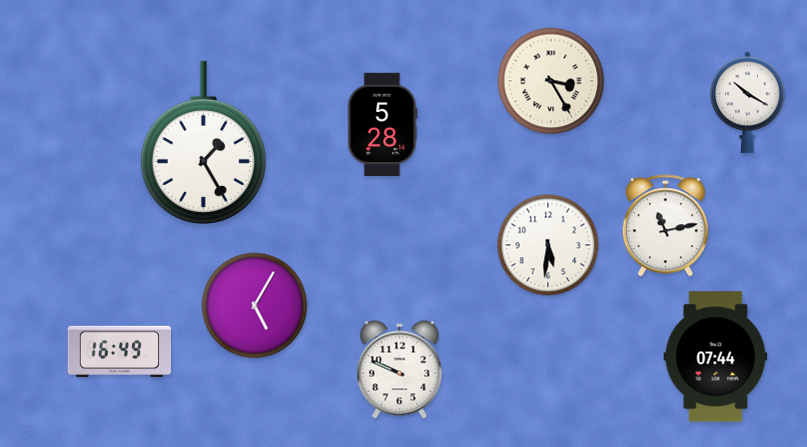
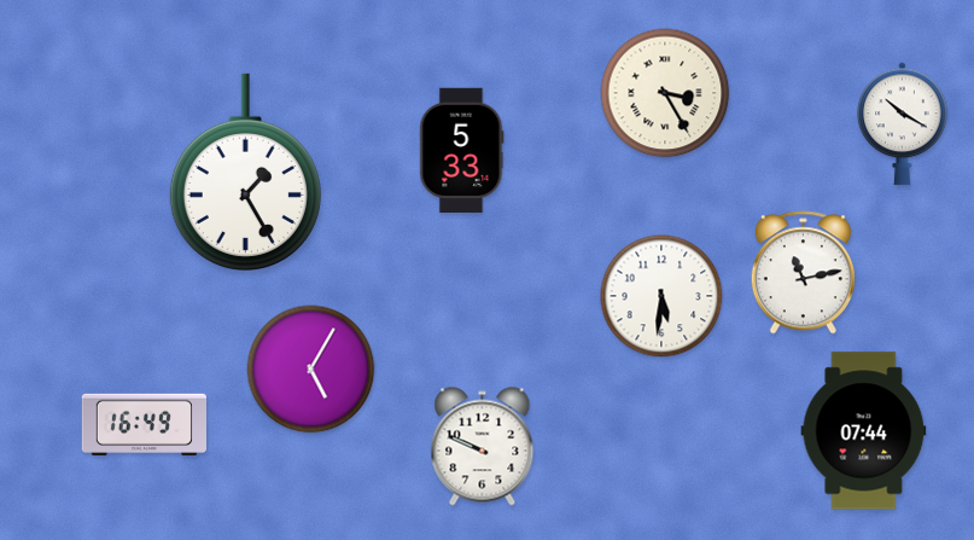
clock at (551, 81) position: (551, 81) -> (665, 93)
clock at (383, 124): 5:28 -> 5:33
clock at (255, 306) position: (255, 306) -> (311, 370)
